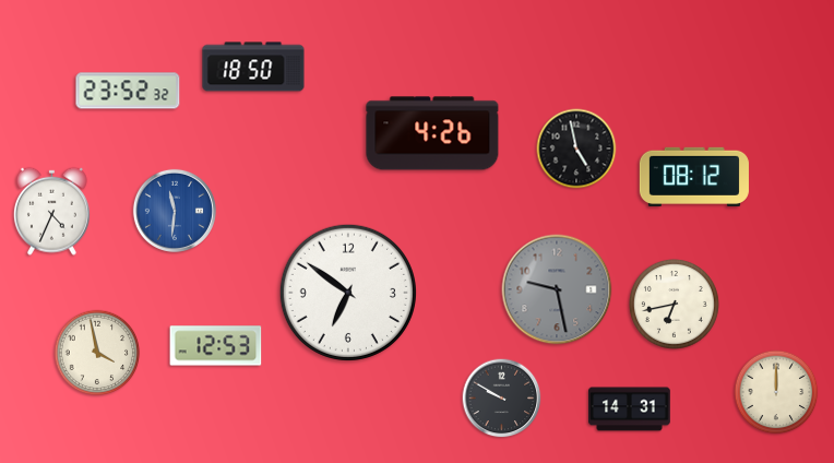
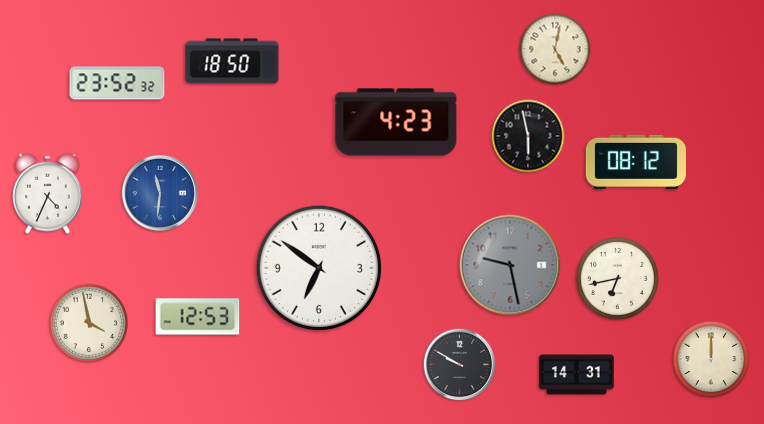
clock at (555, 49): none -> 5:02
clock at (432, 133): 4:26 -> 4:23
clock at (576, 149): 4:58 -> 5:58
